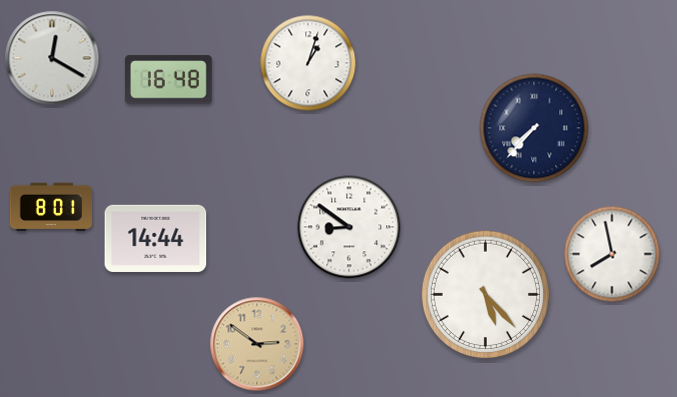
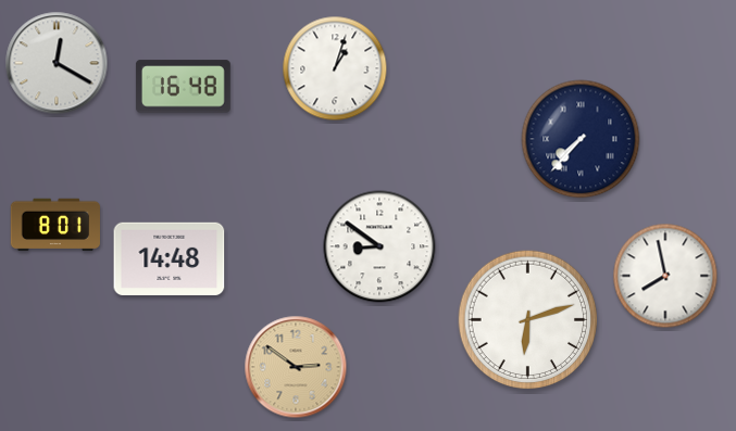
clock at (156, 238): 14:44 -> 14:48
clock at (486, 295): 5:23 -> 6:12
clock at (257, 344) position: (257, 344) -> (296, 367)
